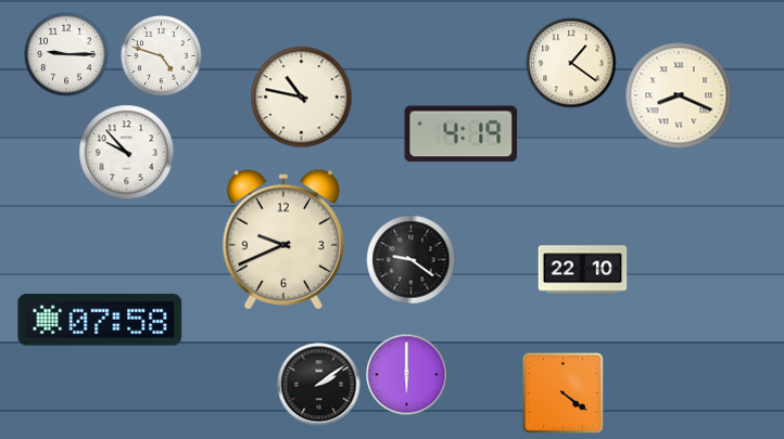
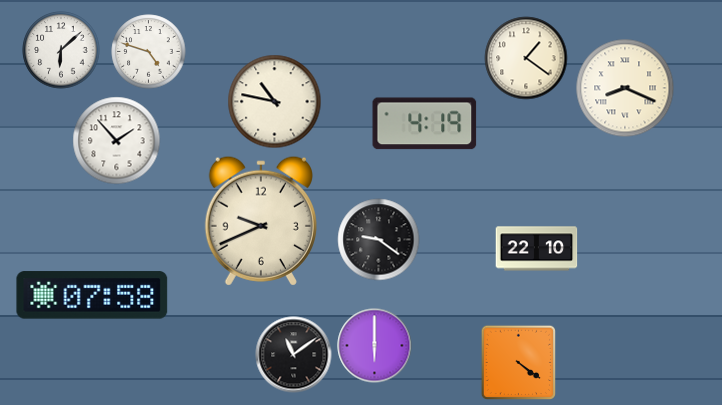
clock at (66, 54): 9:15 -> 6:08
clock at (302, 98) position: (302, 98) -> (275, 102)
clock at (127, 153): 9:53 -> 1:53
clock at (319, 385): 2:09 -> 11:09
